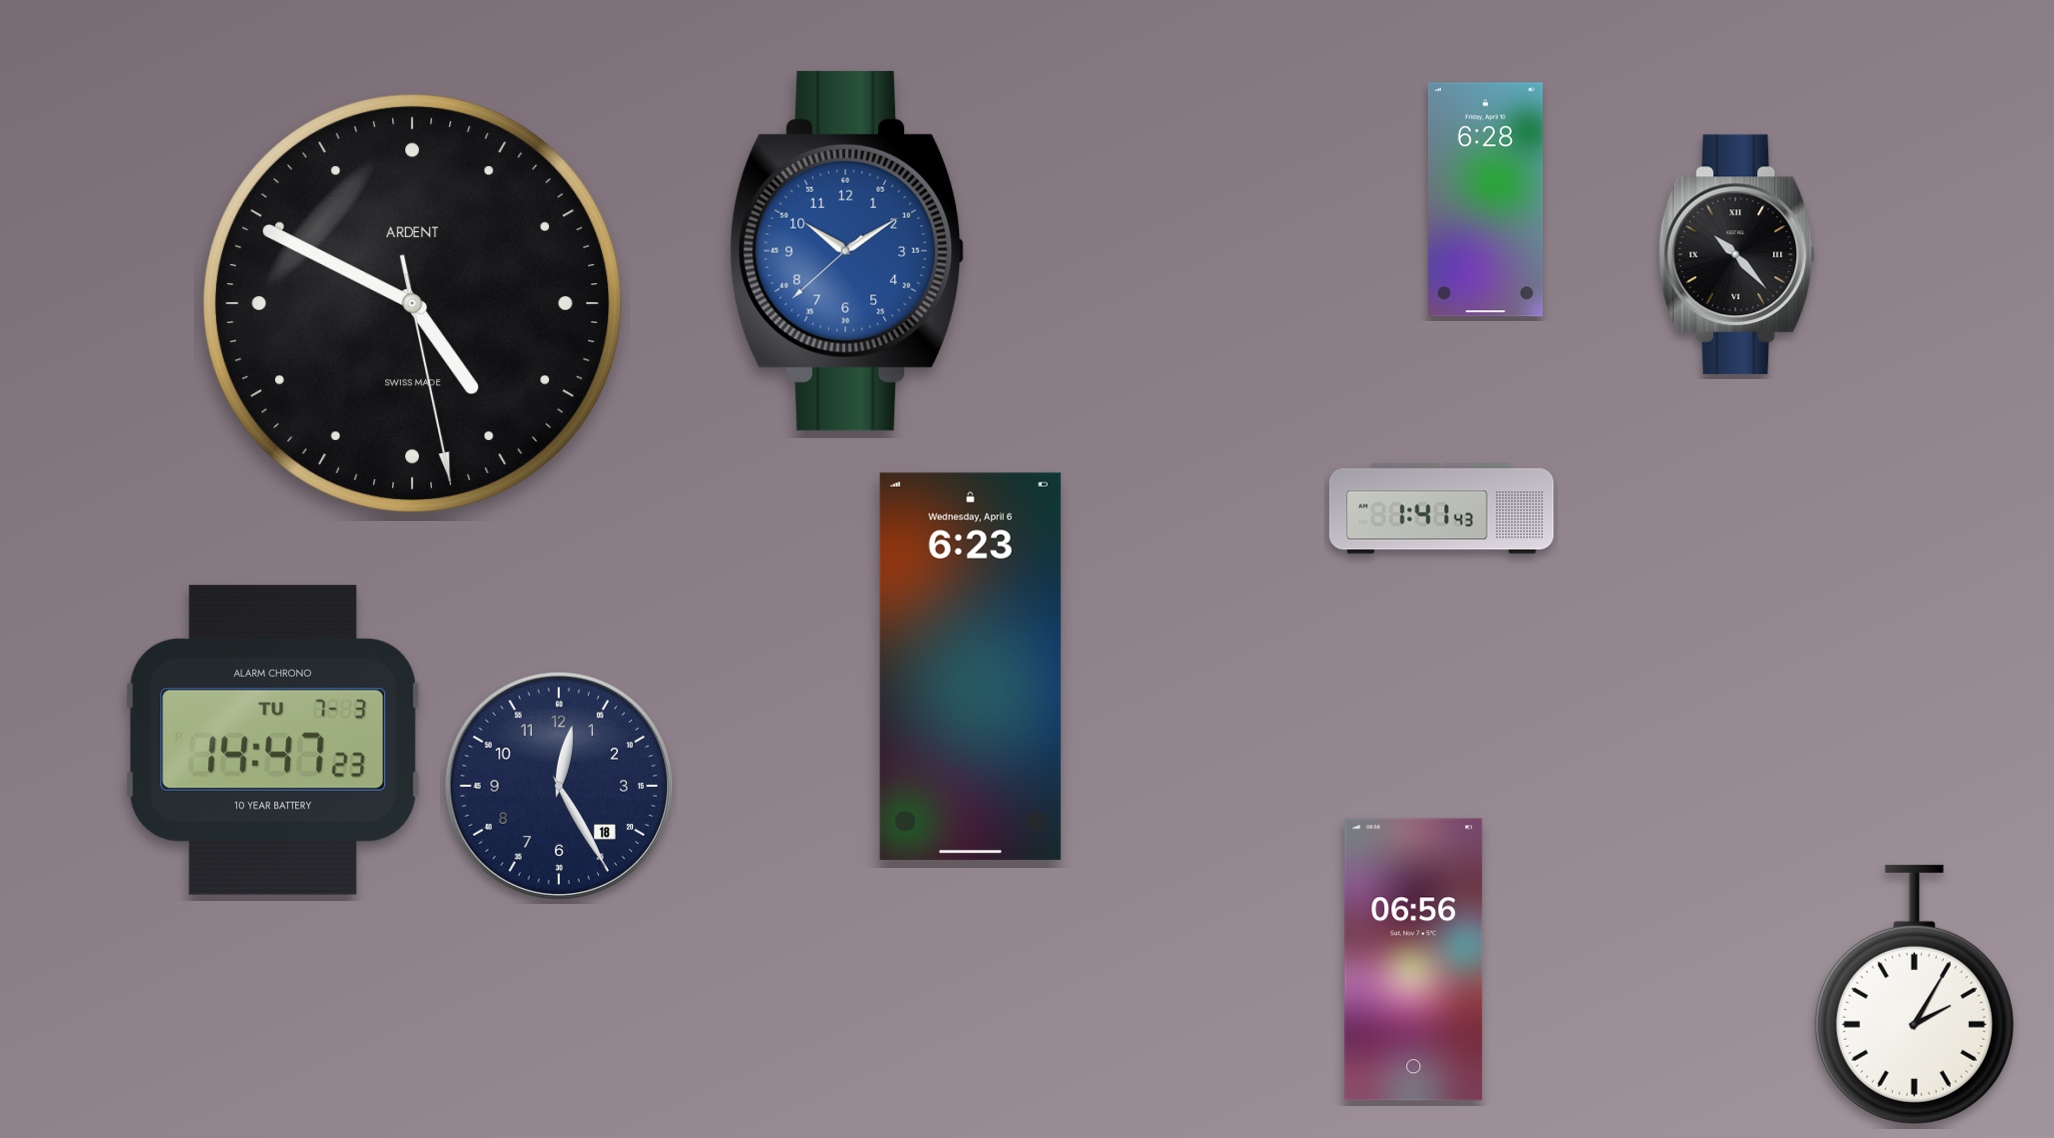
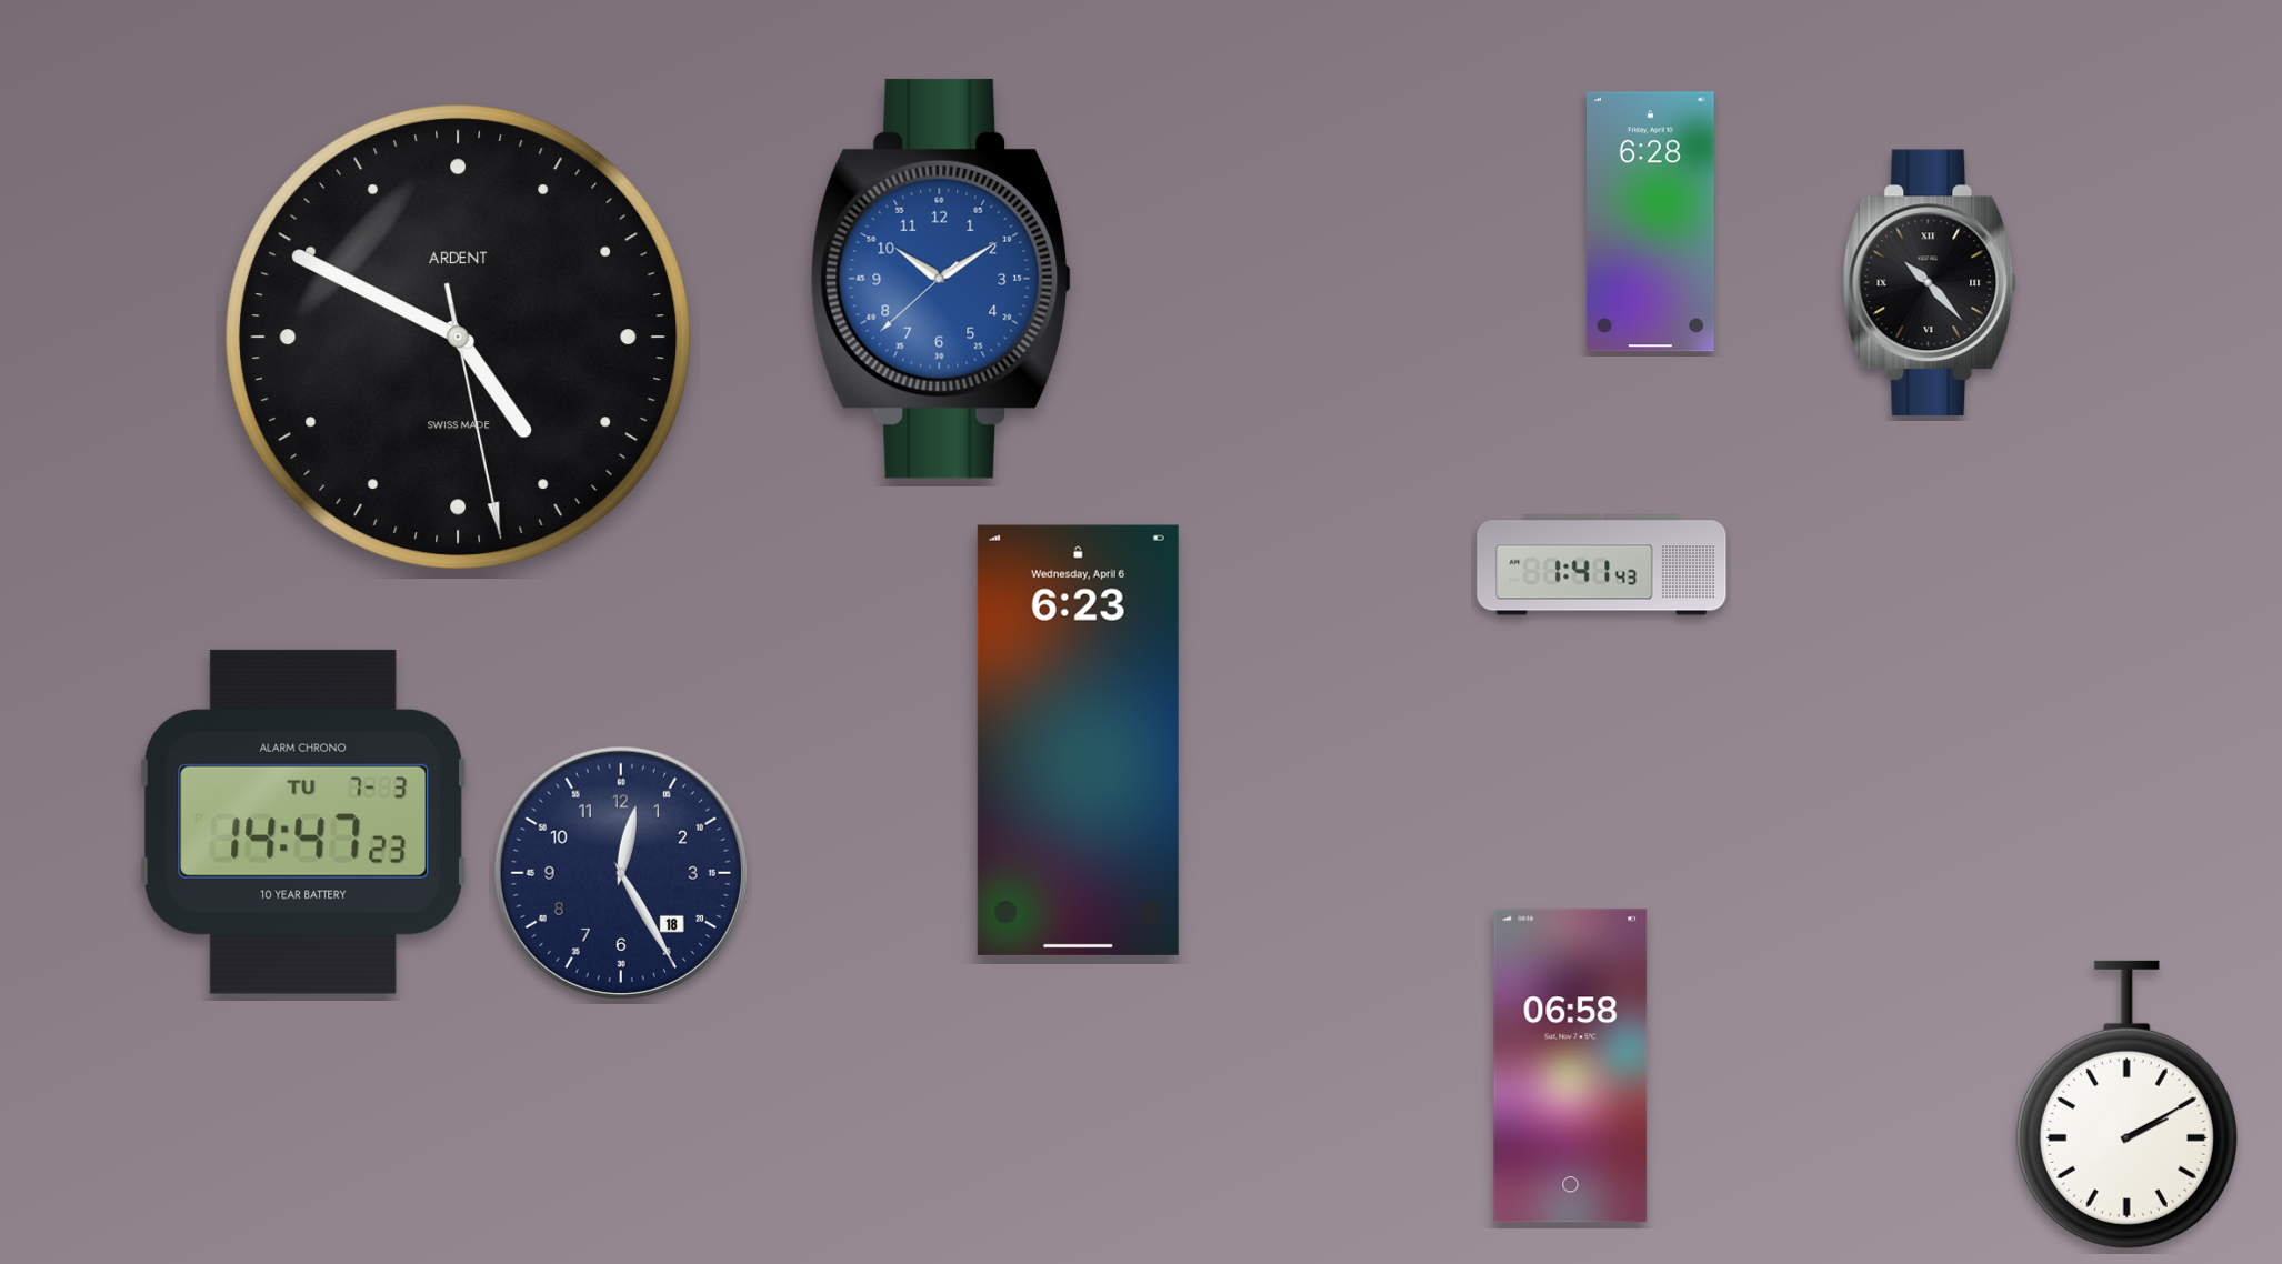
clock at (1414, 960): 06:56 -> 06:58
clock at (1914, 994): 2:05 -> 2:10
